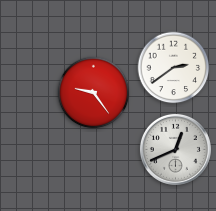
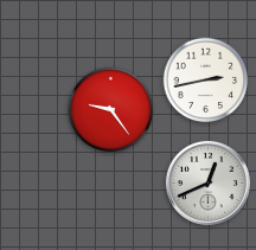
clock at (174, 68): 2:39 -> 2:43
clock at (175, 149) position: (175, 149) -> (207, 182)
